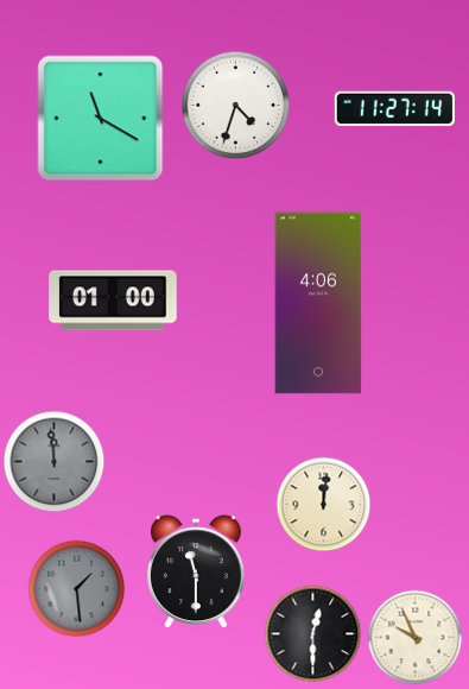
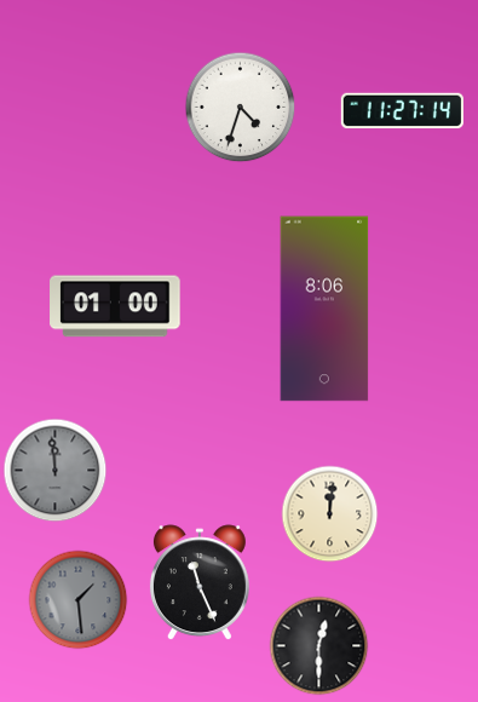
clock at (101, 119): 11:20 -> none
clock at (318, 303): 4:06 -> 8:06
clock at (196, 573): 11:30 -> 11:26
clock at (416, 638): 9:56 -> none
